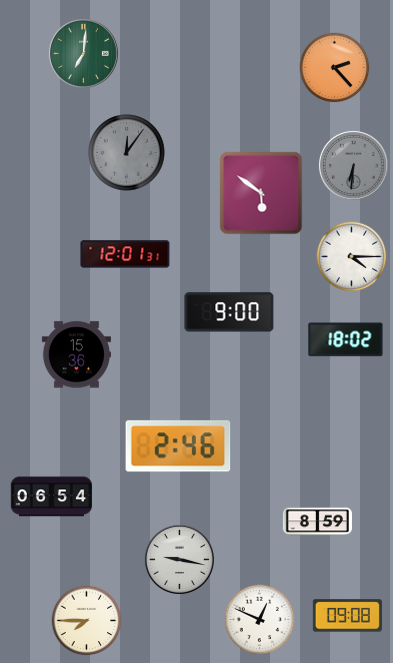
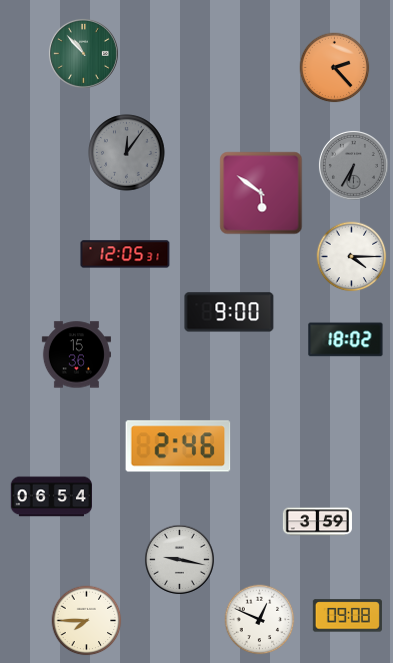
clock at (83, 53): 7:01 -> 10:53
clock at (353, 165): 6:31 -> 6:35
clock at (125, 254): 12:01 -> 12:05
clock at (317, 522): 8:59 -> 3:59
